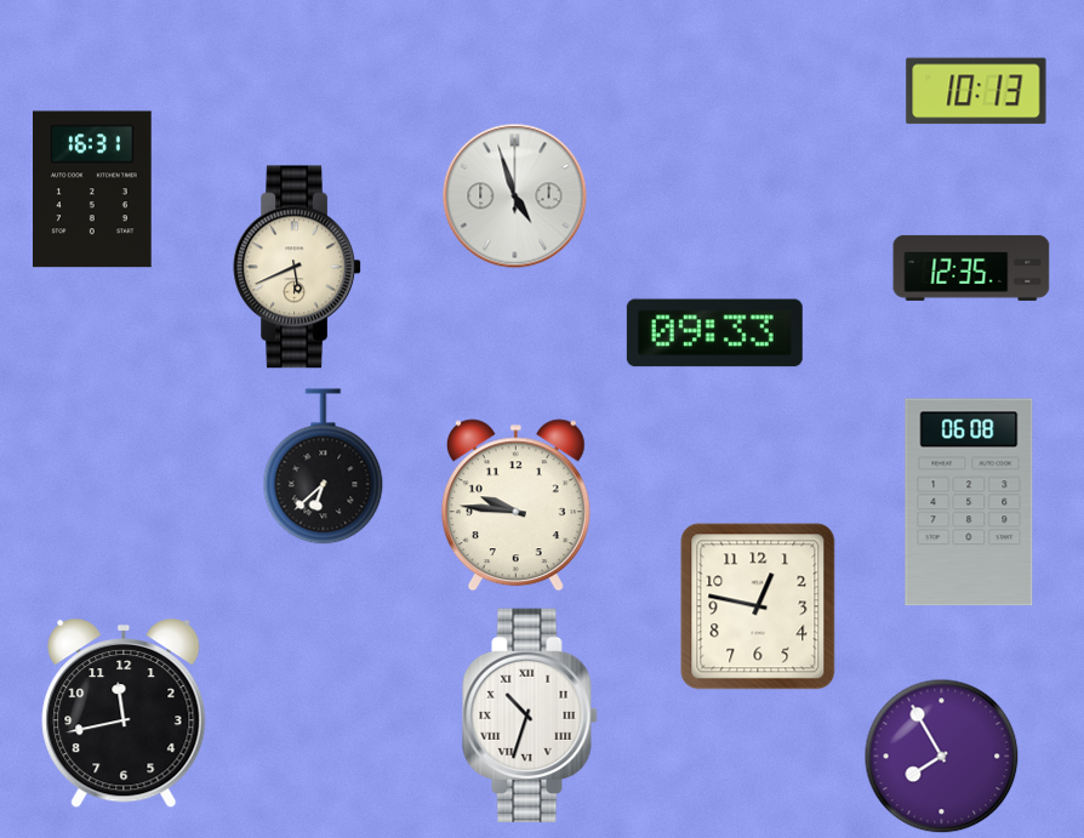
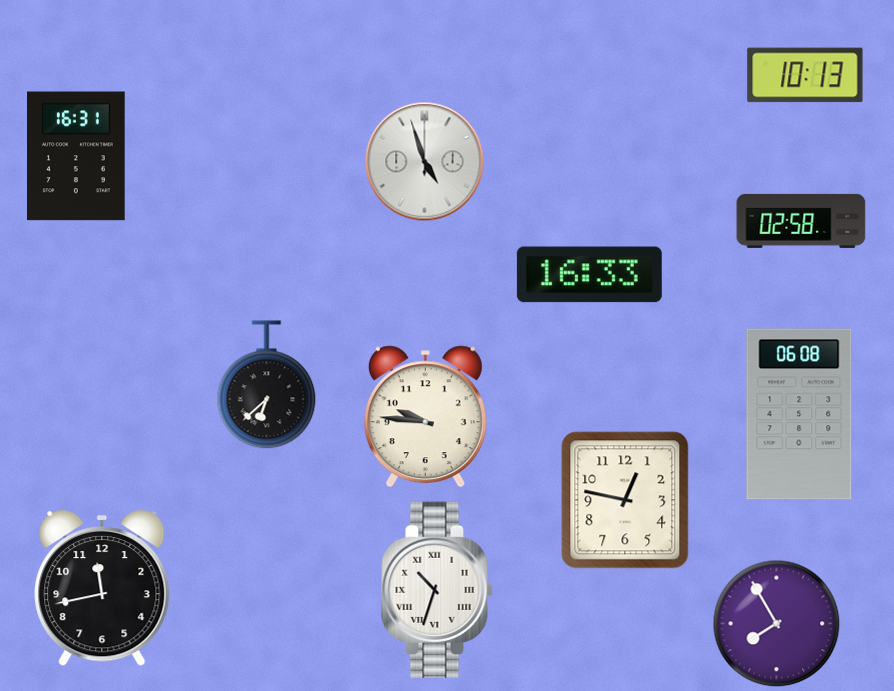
clock at (297, 267): 5:41 -> none
clock at (971, 268): 12:35 -> 02:58
clock at (714, 334): 09:33 -> 16:33
